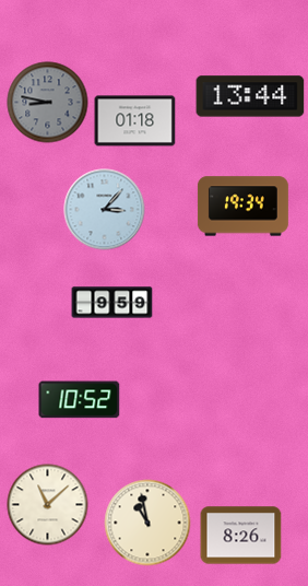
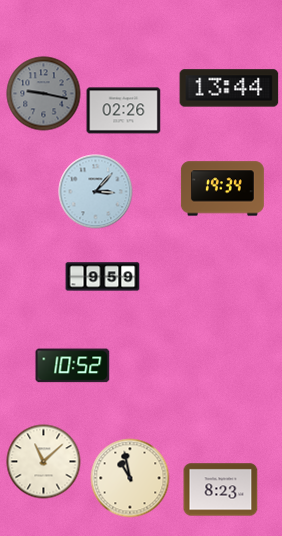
clock at (48, 103): 8:47 -> 9:17
clock at (135, 121): 01:18 -> 02:26
clock at (147, 523) position: (147, 523) -> (130, 478)
clock at (241, 536): 8:26 -> 8:23
